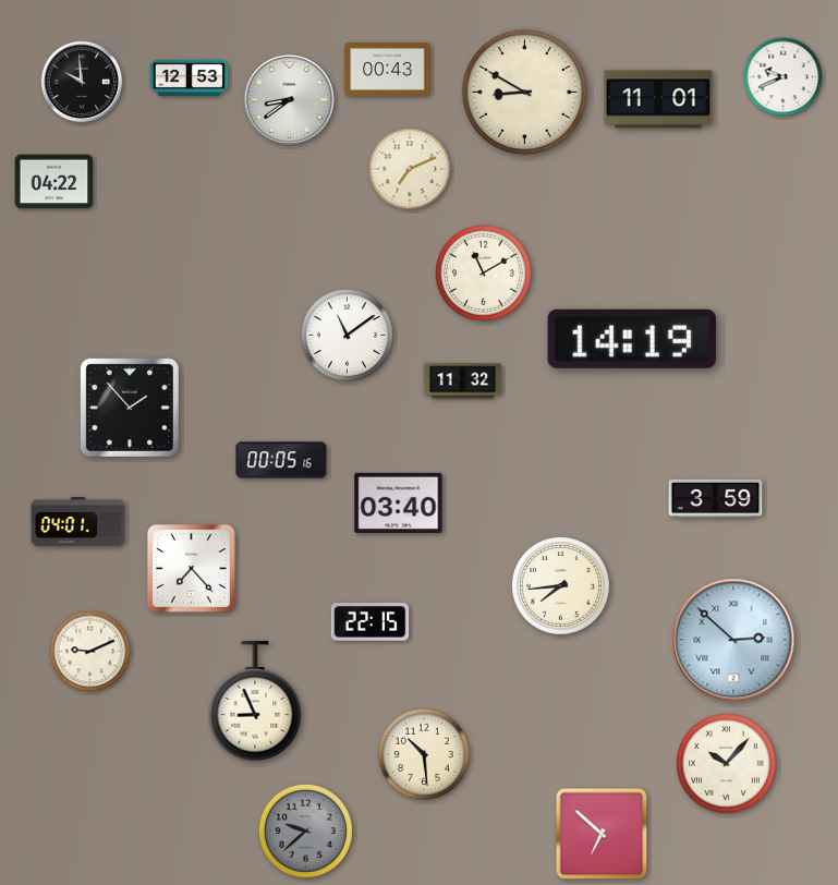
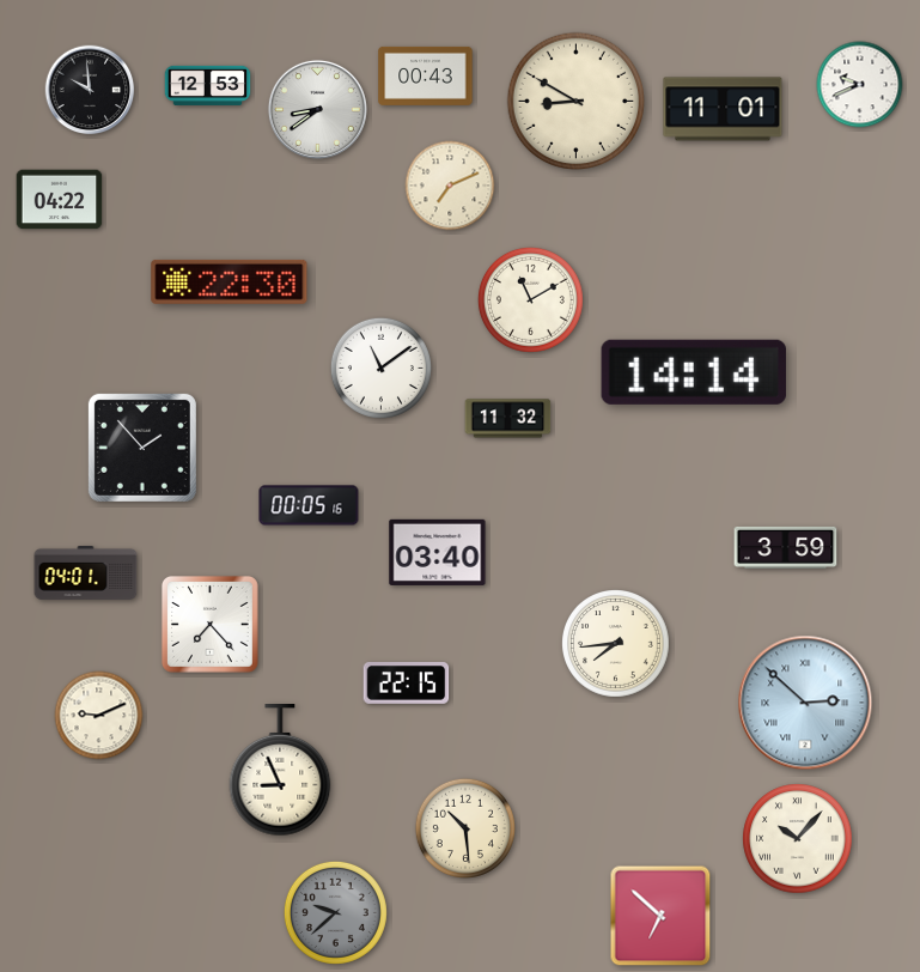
clock at (230, 281): none -> 22:30
clock at (632, 339): 14:19 -> 14:14
